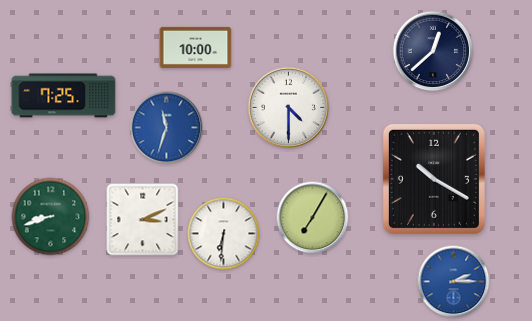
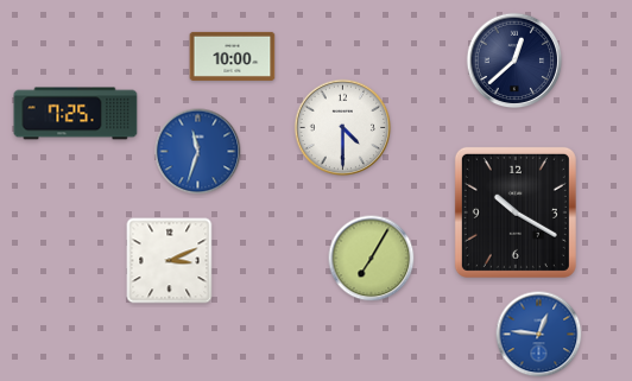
clock at (51, 217): 8:42 -> none
clock at (224, 234): 6:31 -> none
clock at (454, 282): 2:15 -> 12:46
